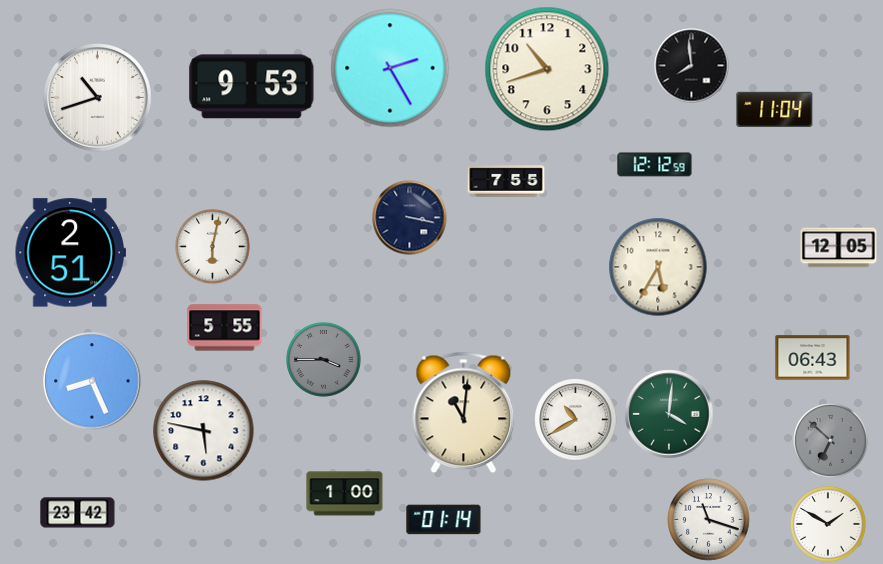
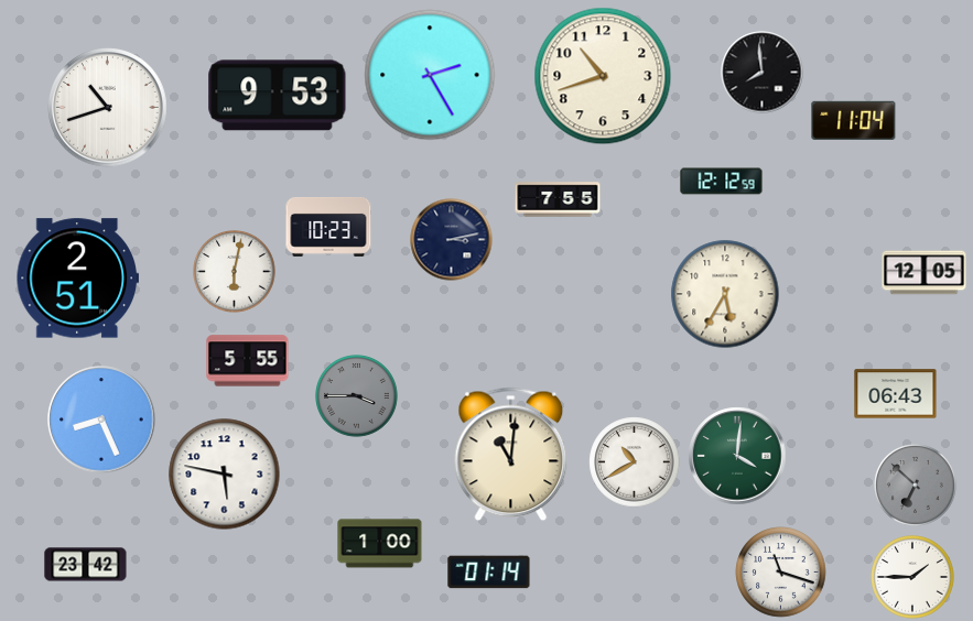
clock at (328, 227): none -> 10:23
clock at (410, 218): 3:17 -> 3:13
clock at (828, 524): 1:50 -> 1:45
